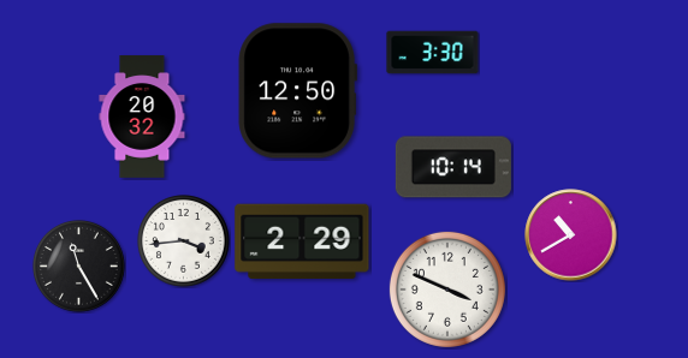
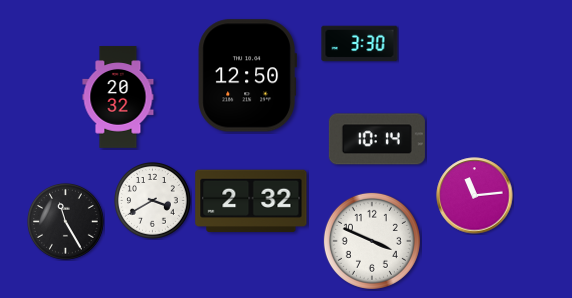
clock at (571, 235): 10:40 -> 11:14
clock at (184, 241): 3:44 -> 3:40
clock at (302, 241): 2:29 -> 2:32
